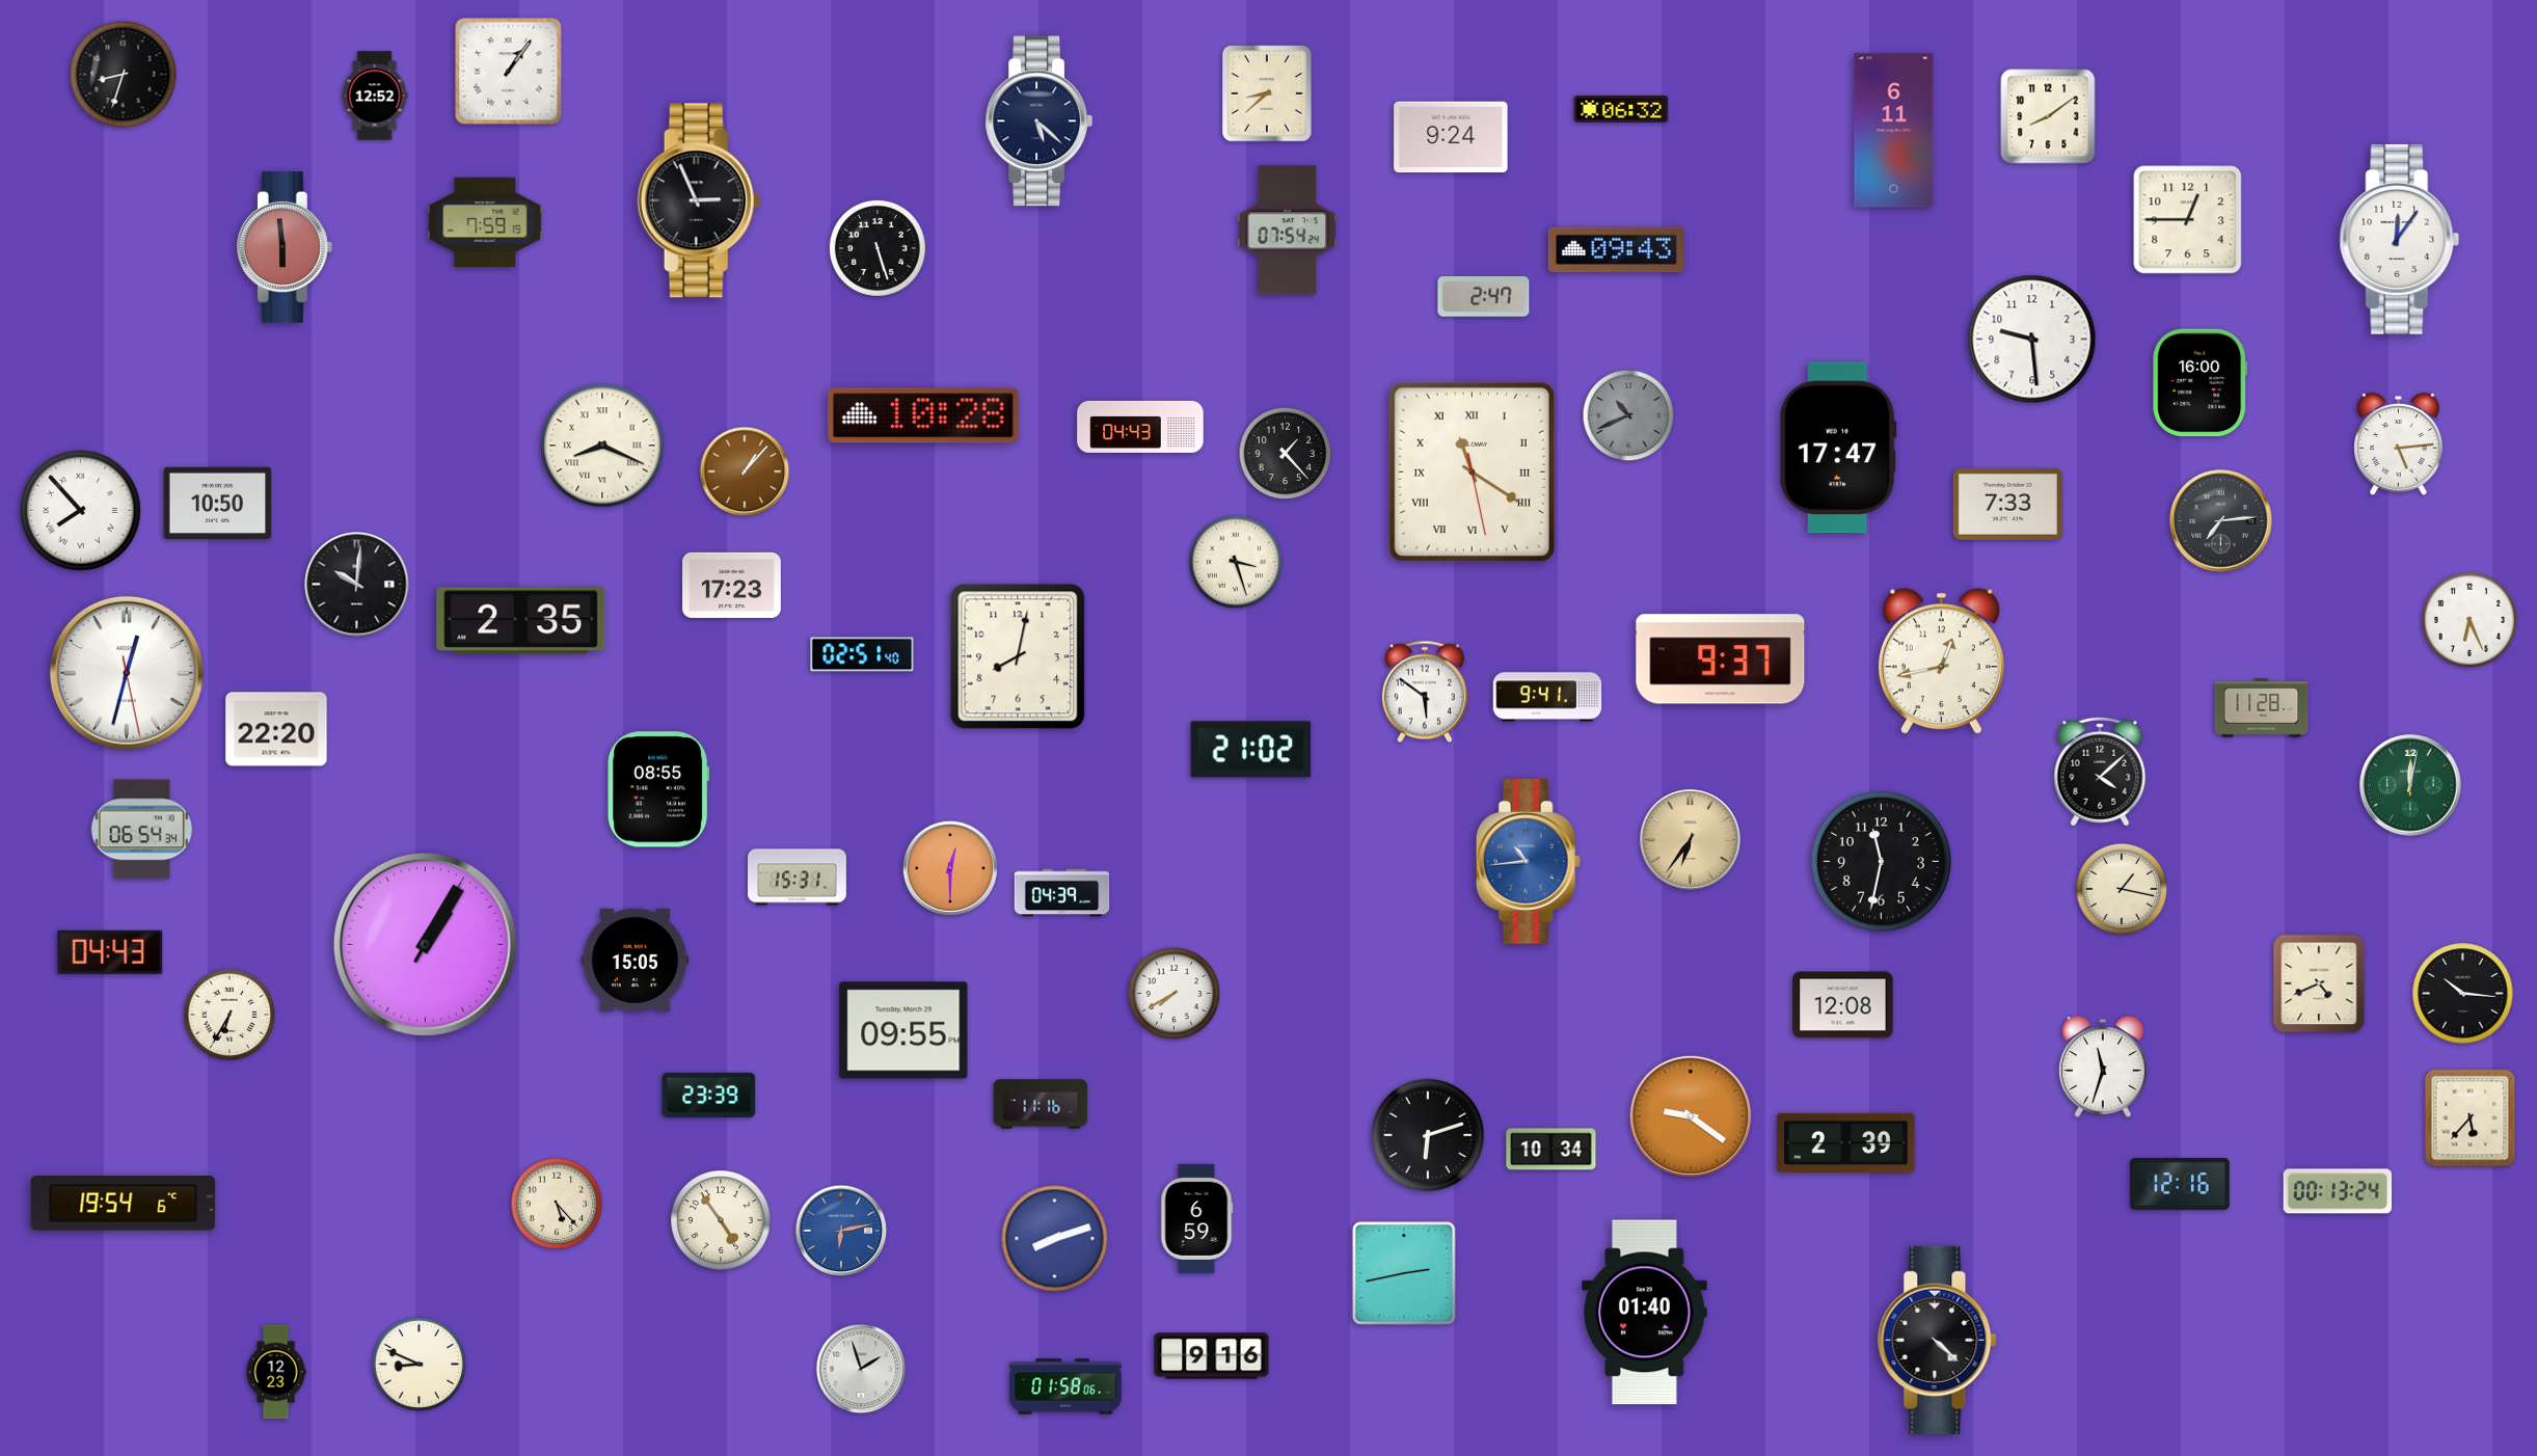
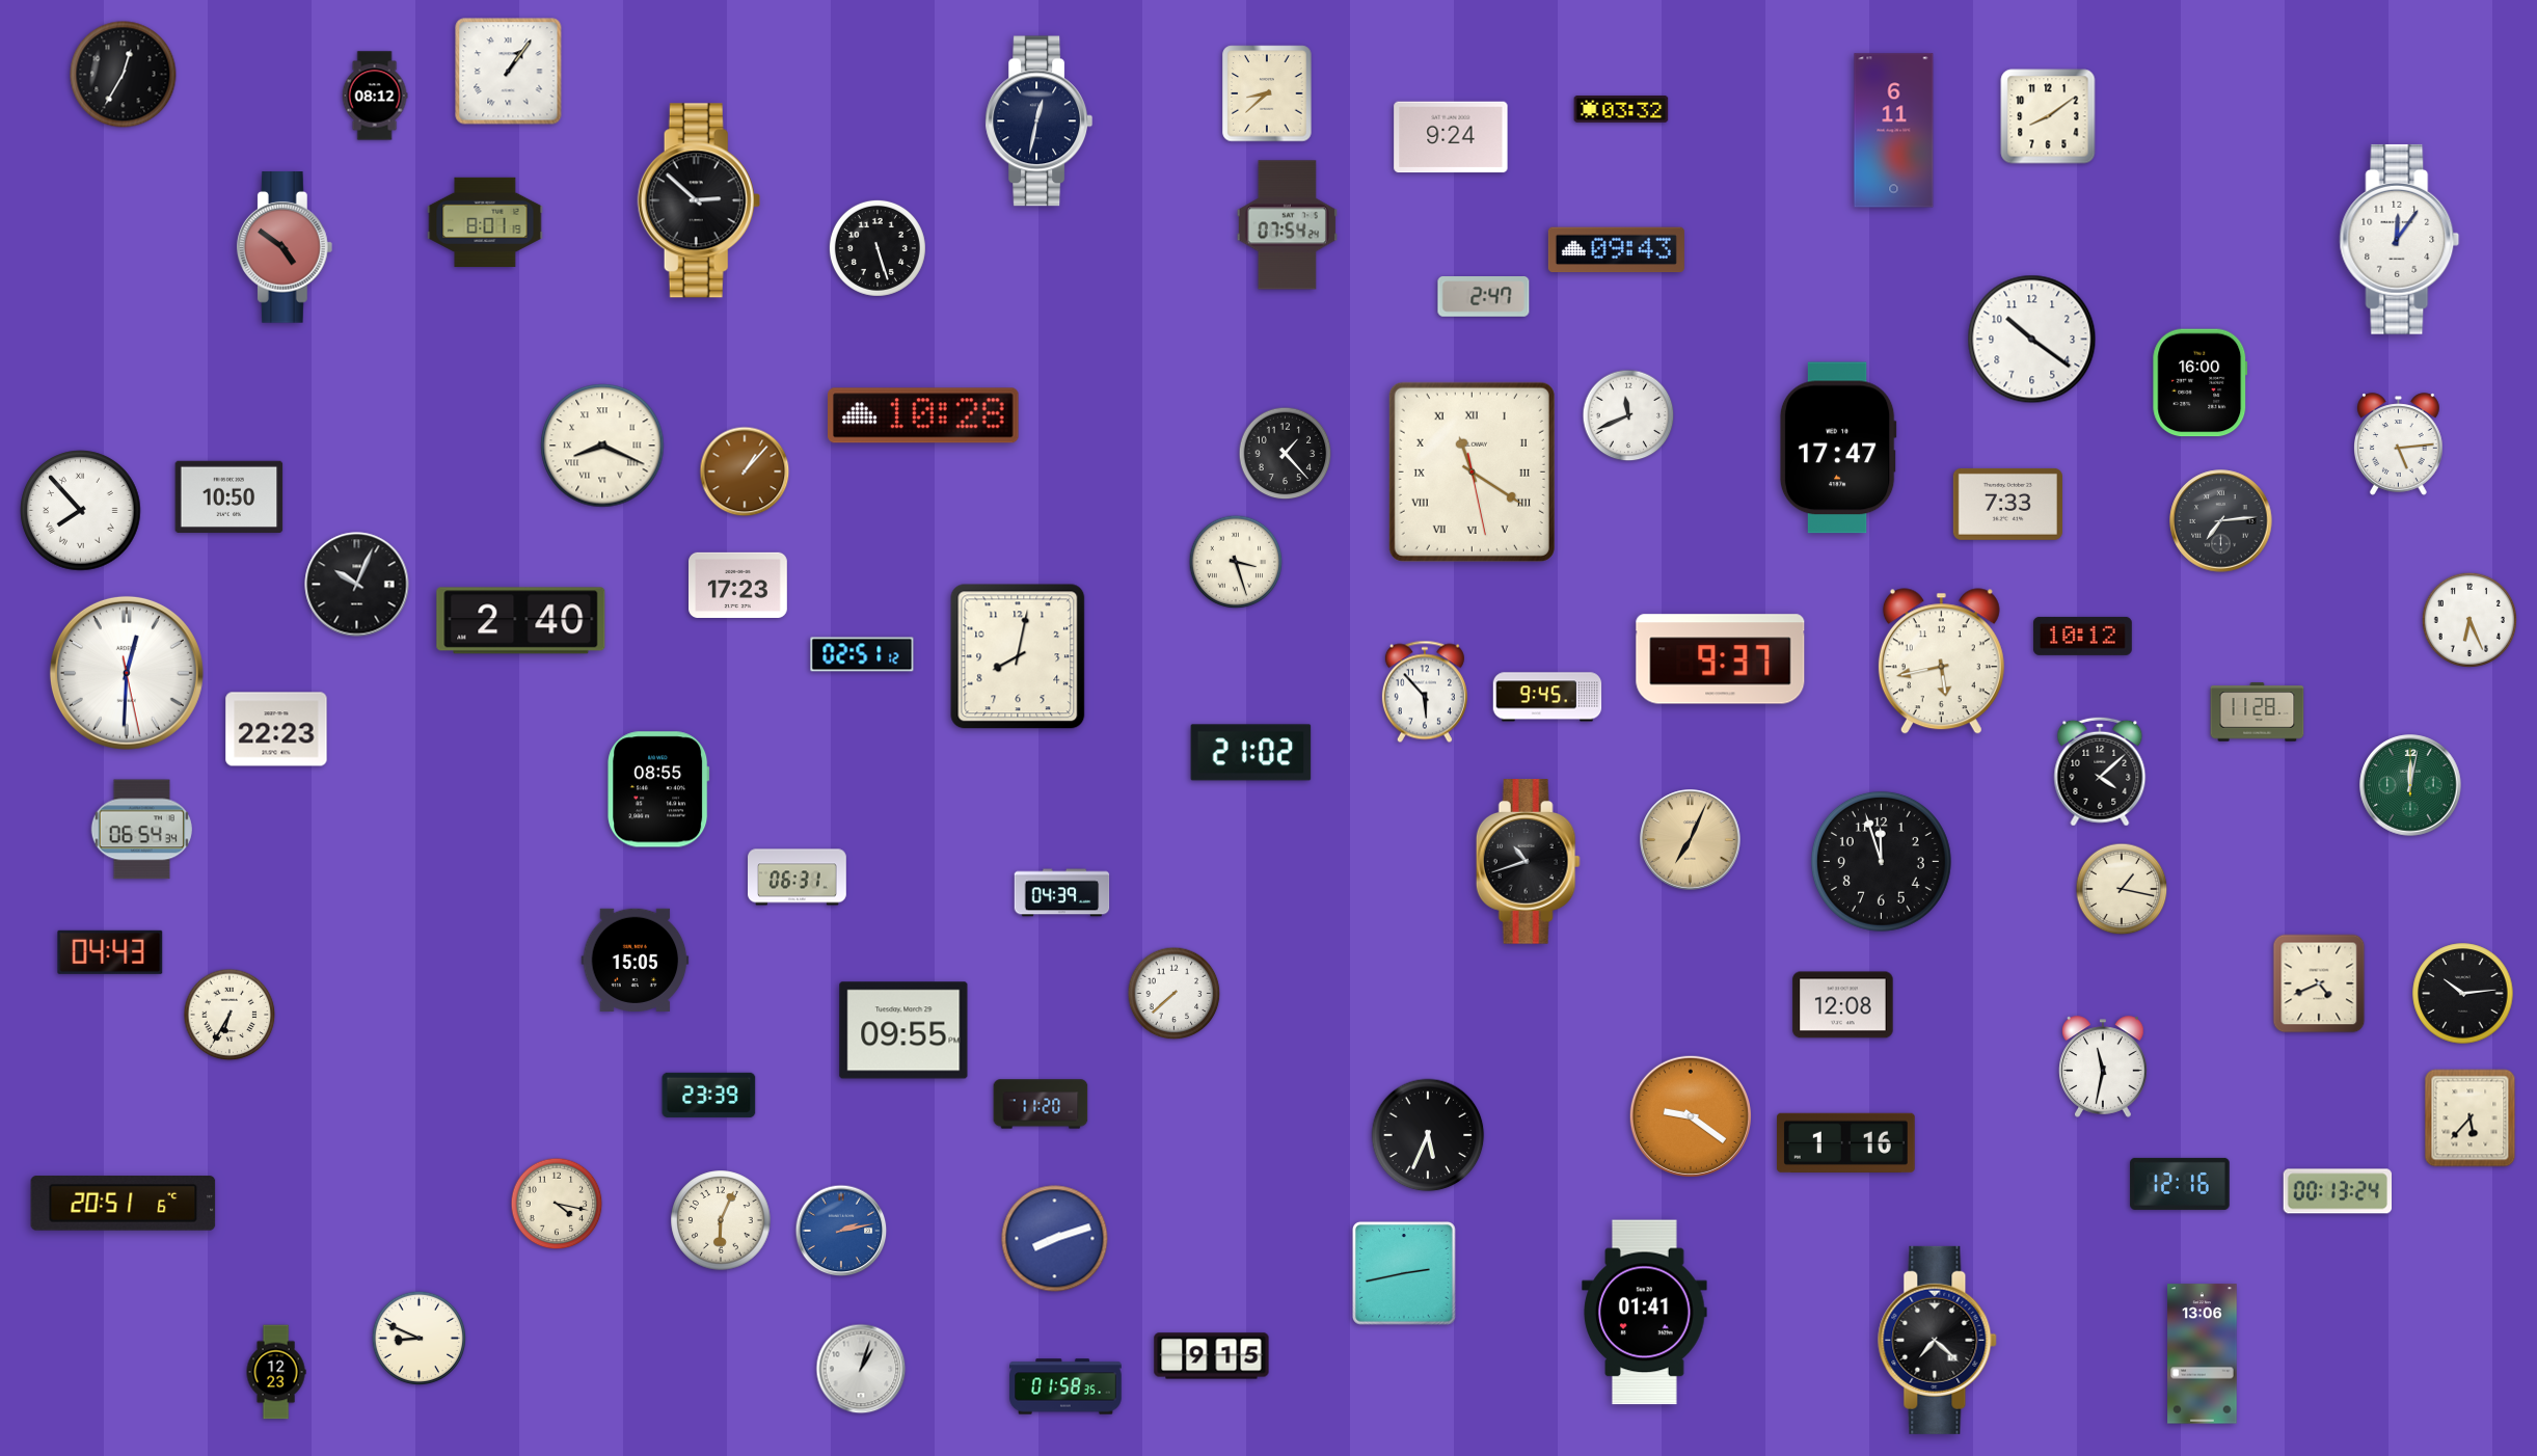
clock at (124, 75): 8:33 -> 12:35
clock at (375, 96): 12:52 -> 08:12
clock at (1621, 110): 06:32 -> 03:32
clock at (1040, 122): 5:22 -> 12:32
clock at (699, 200): 2:56 -> 2:52
clock at (2188, 220): 12:45 -> none
clock at (485, 222): 7:59 -> 8:01
clock at (1287, 231) position: (1287, 231) -> (1287, 225)
clock at (285, 247): 5:59 -> 4:51
clock at (2032, 340): 9:29 -> 10:21
clock at (1628, 415): 10:41 -> 11:41
clock at (1628, 415) dial: grey -> white
clock at (1140, 427): 04:43 -> none
clock at (218, 504) position: (218, 504) -> (230, 497)
clock at (357, 585): 10:01 -> 10:04
clock at (732, 585) position: (732, 585) -> (738, 585)
clock at (521, 621): 2:35 -> 2:40
clock at (2082, 636): none -> 10:12
clock at (862, 654): 02:51:40 -> 02:51:12
clock at (1941, 662): 12:43 -> 5:43
clock at (127, 673): 12:32 -> 12:30
clock at (1425, 692): 5:51 -> 5:53
clock at (1547, 697): 9:41 -> 9:45
clock at (2262, 708) position: (2262, 708) -> (2258, 712)
clock at (276, 729): 22:20 -> 22:23
clock at (1251, 750) position: (1251, 750) -> (1251, 753)
clock at (1691, 840): 6:36 -> 7:04
clock at (1881, 861): 11:32 -> 11:57
clock at (1528, 862): 10:44 -> 10:42
clock at (1528, 862) dial: blue -> black
clock at (949, 867): 12:30 -> none
clock at (798, 878): 15:31 -> 06:31
clock at (425, 944): 1:05 -> none
clock at (1175, 994): 7:40 -> 7:38
clock at (2463, 994): 10:16 -> 10:14
clock at (2103, 1067): 11:33 -> 11:32
clock at (1041, 1104): 11:16 -> 11:20
clock at (1428, 1135): 6:12 -> 5:34
clock at (1846, 1142): 2:39 -> 1:16
clock at (1551, 1150): 10:34 -> none
clock at (124, 1204): 19:54 -> 20:51
clock at (557, 1204): 5:23 -> 4:17
clock at (1197, 1218): 6:59 -> none
clock at (721, 1220): 4:54 -> 6:04
clock at (841, 1231): 6:13 -> 2:13
clock at (1645, 1313): 01:40 -> 01:41
clock at (1938, 1340): 4:22 -> 7:22
clock at (2203, 1354): none -> 13:06
clock at (1212, 1356): 9:16 -> 9:15
clock at (419, 1364) position: (419, 1364) -> (419, 1338)
clock at (861, 1369): 1:57 -> 1:03
clock at (1065, 1386): 01:58:06 -> 01:58:35
